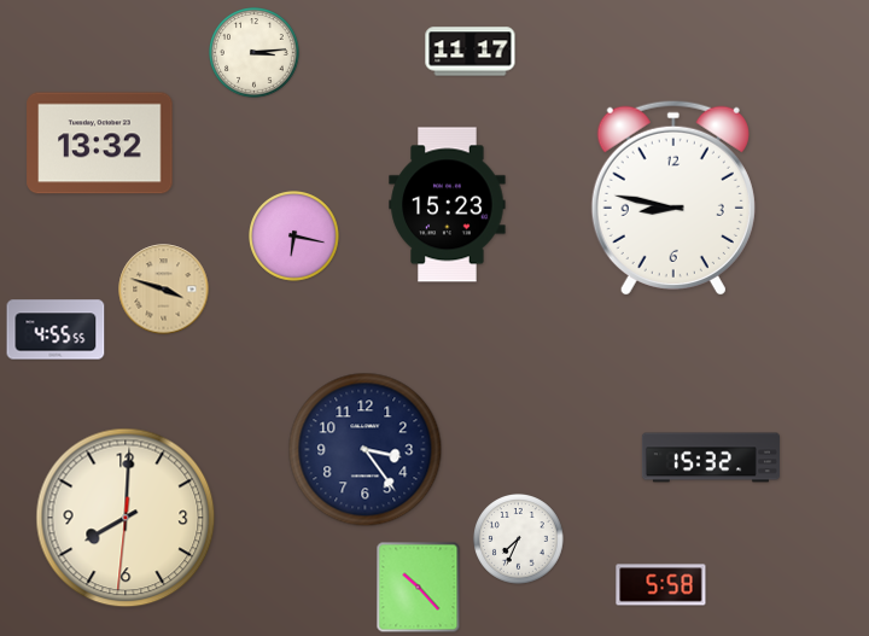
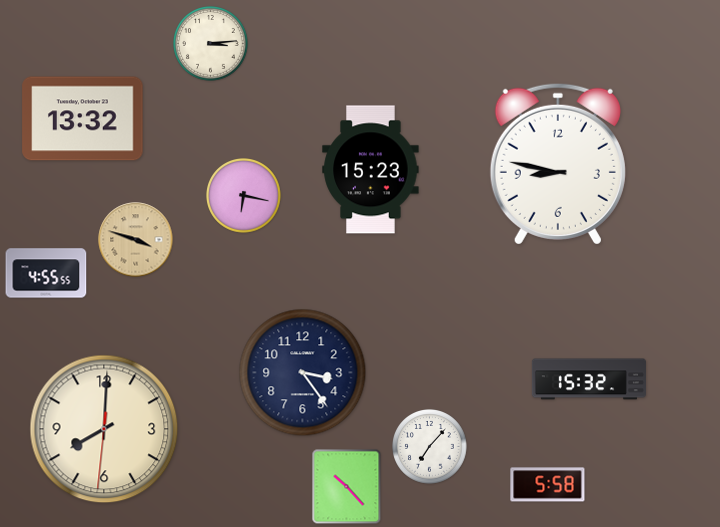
clock at (471, 52): 11:17 -> none
clock at (519, 539): 7:34 -> 7:07
